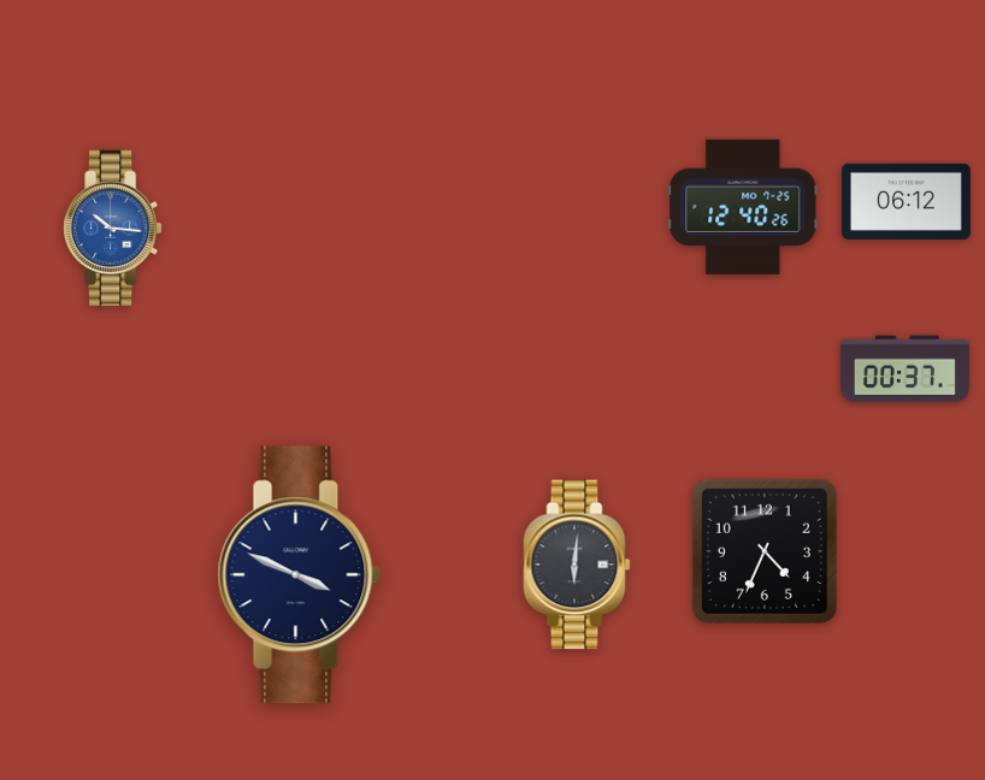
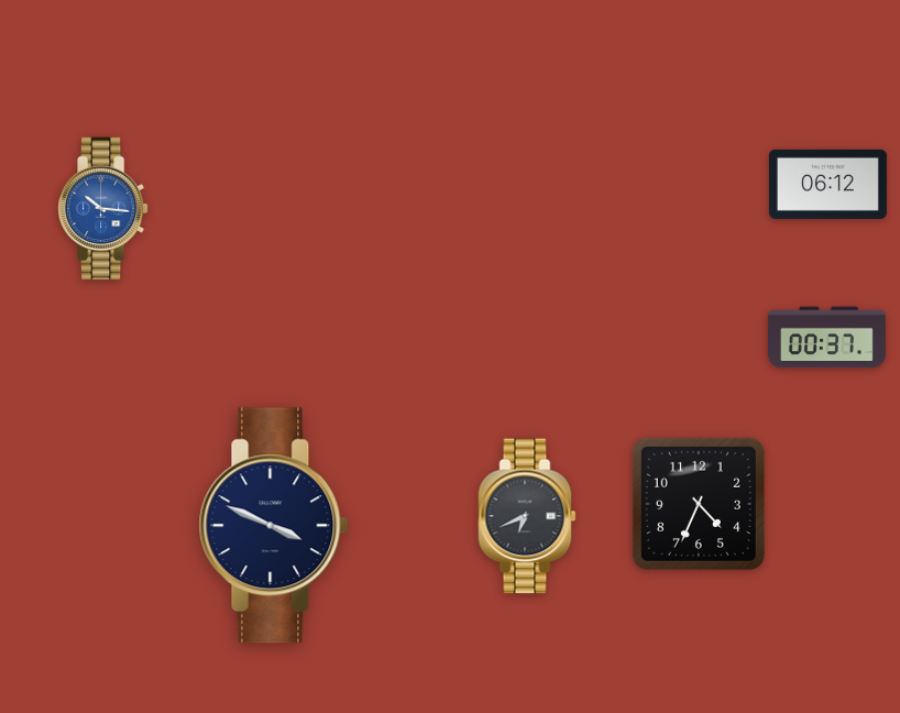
clock at (743, 207): 12:40 -> none
clock at (577, 565): 6:01 -> 6:41
